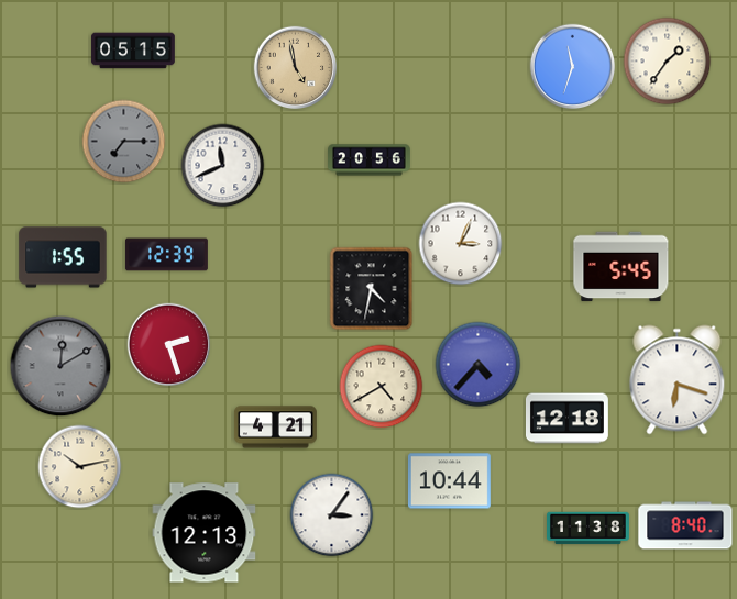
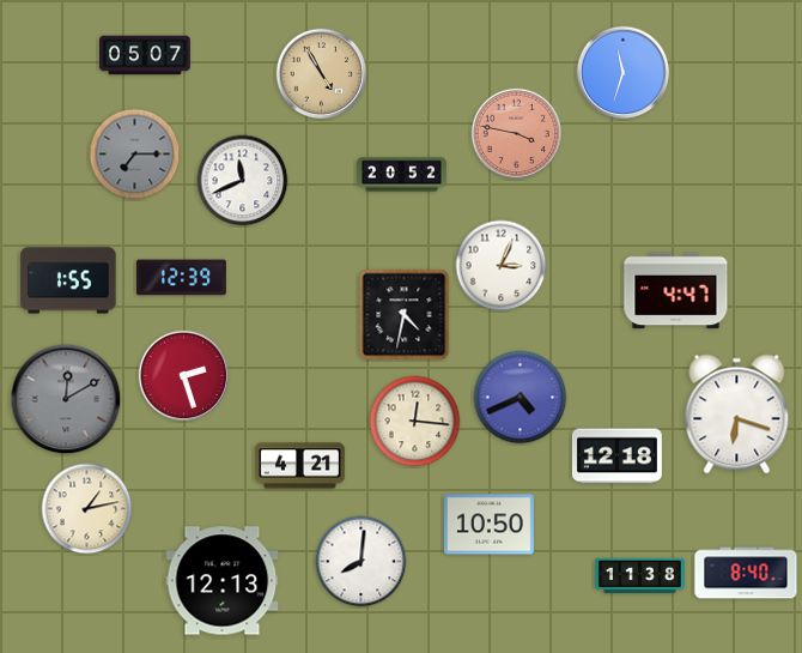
clock at (133, 51): 05:15 -> 05:07
clock at (668, 62): 1:36 -> none
clock at (296, 68): 4:58 -> 4:55
clock at (517, 134): none -> 3:47
clock at (370, 160): 20:56 -> 20:52
clock at (621, 267): 5:45 -> 4:47
clock at (479, 365): 4:37 -> 4:41
clock at (382, 387): 4:40 -> 12:16
clock at (80, 467): 10:13 -> 1:13
clock at (449, 481): 10:44 -> 10:50
clock at (332, 515): 3:06 -> 8:01
